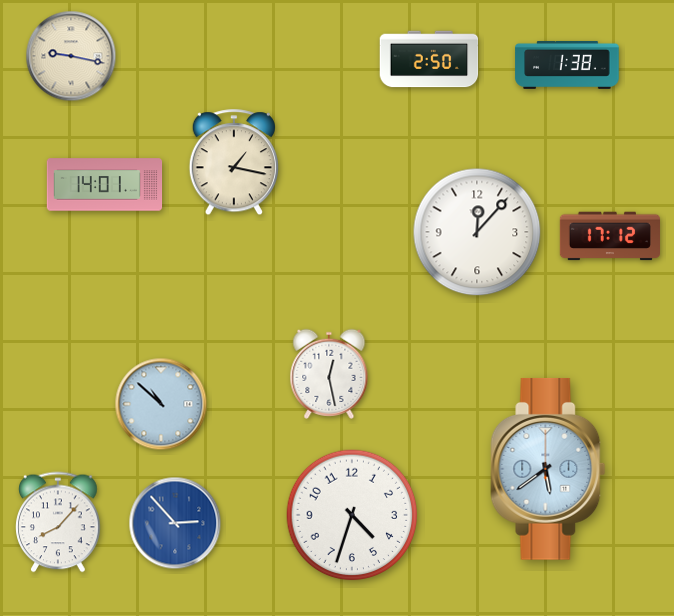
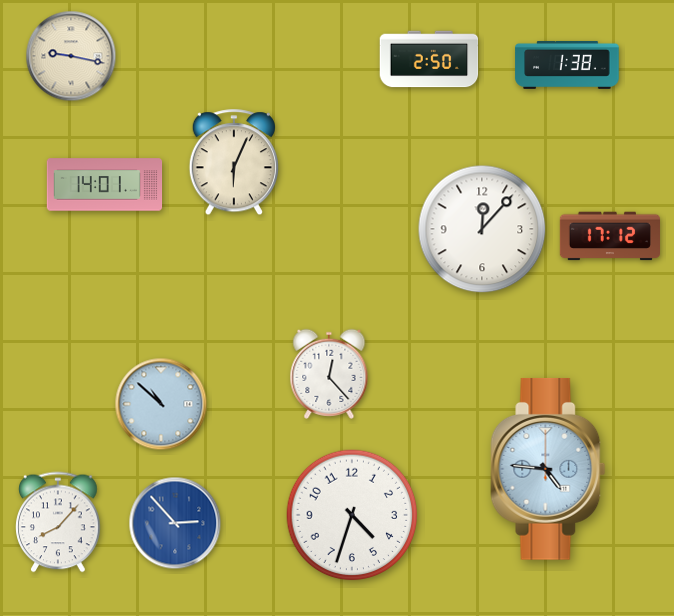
clock at (234, 163): 1:17 -> 6:04
clock at (477, 232) position: (477, 232) -> (482, 229)
clock at (329, 374): 12:28 -> 12:23
clock at (548, 469): 5:39 -> 4:46
